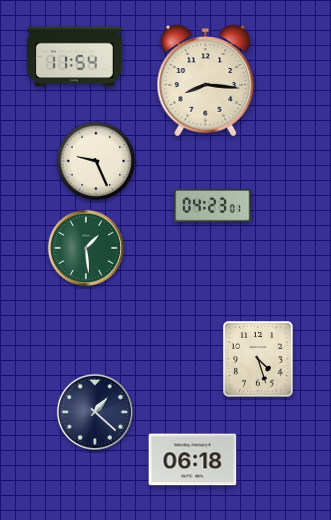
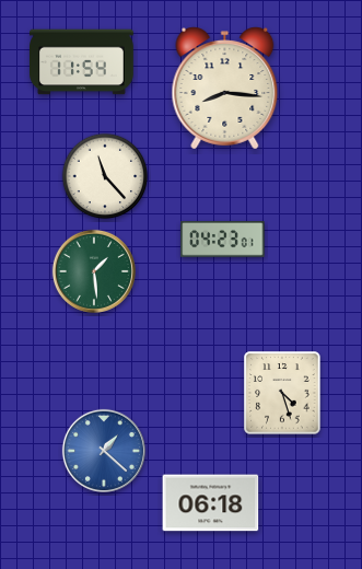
clock at (96, 161): 9:26 -> 11:23
clock at (213, 206) position: (213, 206) -> (223, 240)
clock at (95, 412) dial: navy -> blue
